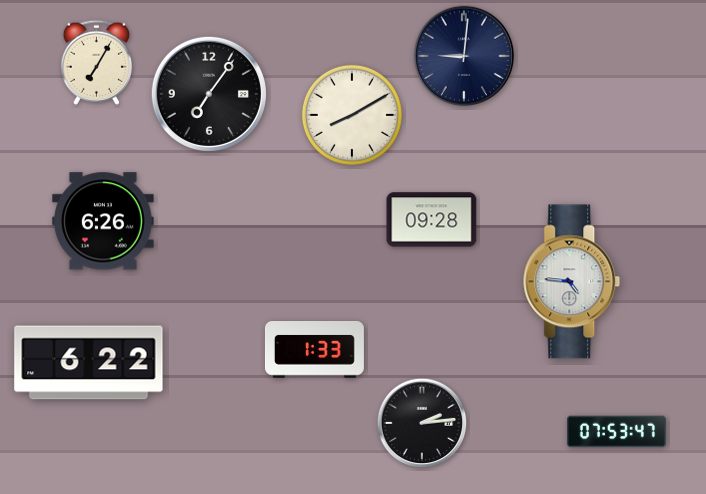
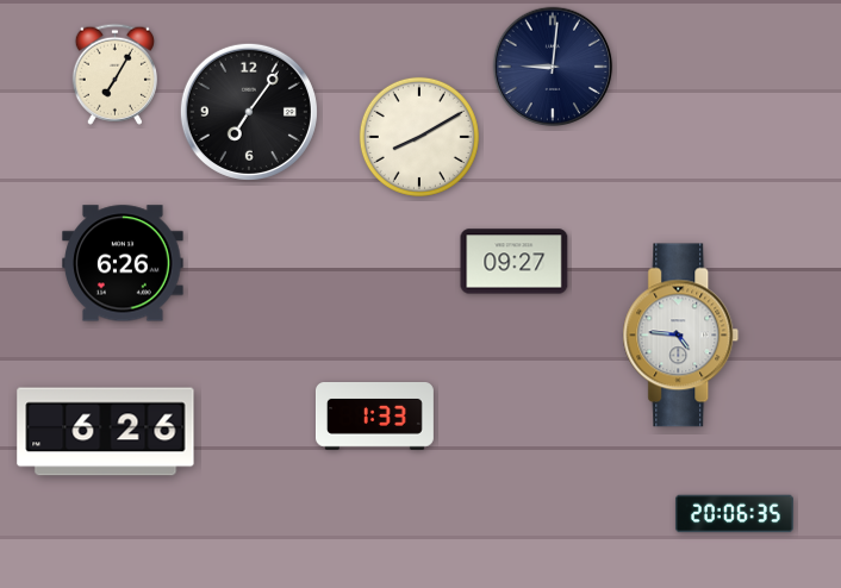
clock at (432, 220): 09:28 -> 09:27
clock at (89, 363): 6:22 -> 6:26
clock at (422, 423): 2:14 -> none
clock at (616, 432): 07:53 -> 20:06
